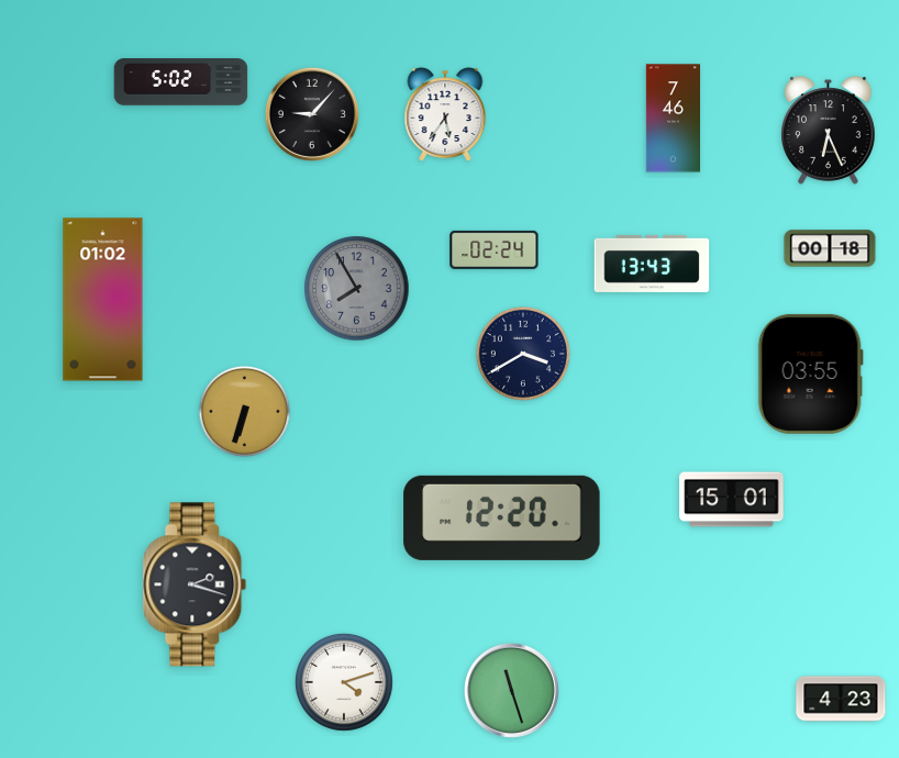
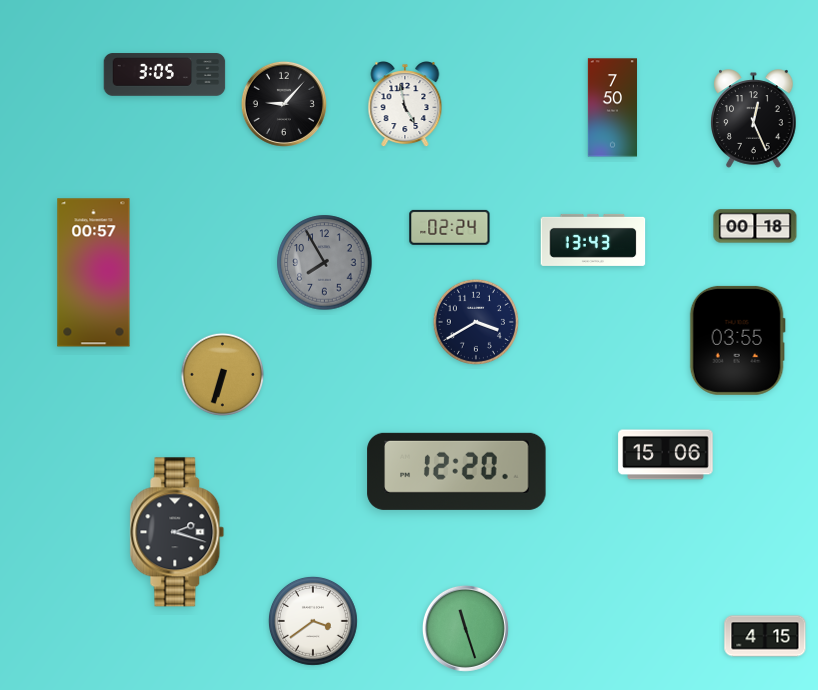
clock at (181, 82): 5:02 -> 3:05
clock at (445, 115): 5:36 -> 4:58
clock at (673, 119): 7:46 -> 7:50
clock at (829, 131): 6:26 -> 12:26
clock at (103, 300): 01:02 -> 00:57
clock at (732, 500): 15:01 -> 15:06
clock at (344, 682): 4:12 -> 3:39
clock at (841, 699): 4:23 -> 4:15
